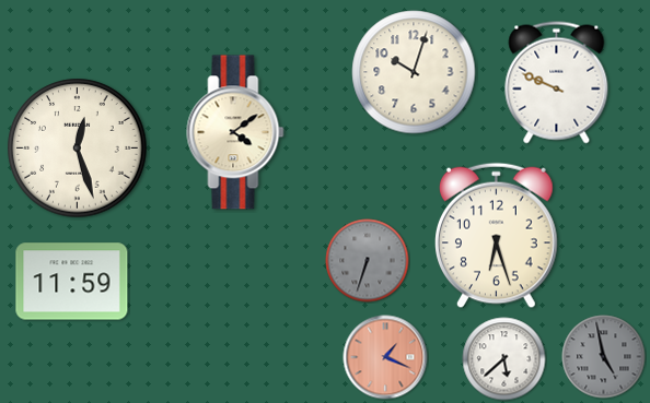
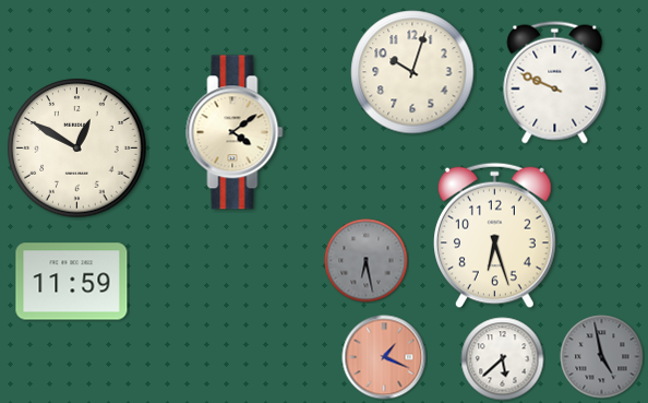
clock at (78, 149): 12:27 -> 12:50
clock at (368, 261): 6:33 -> 6:28
